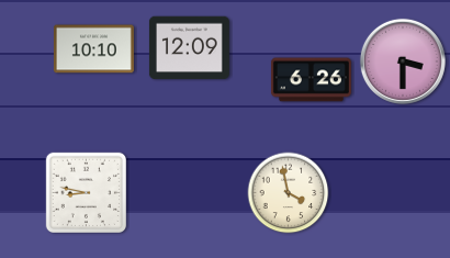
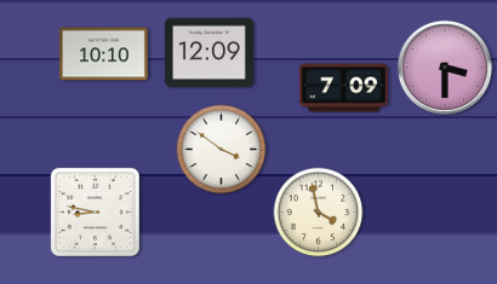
clock at (311, 80): 6:26 -> 7:09
clock at (222, 150): none -> 3:51
